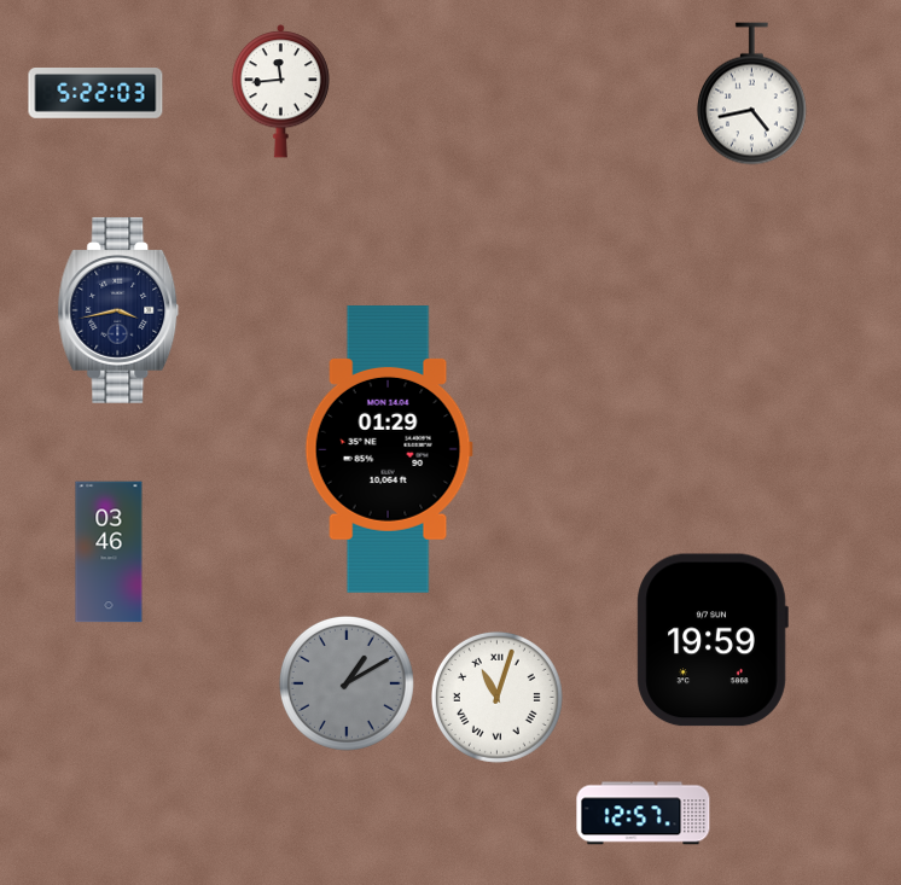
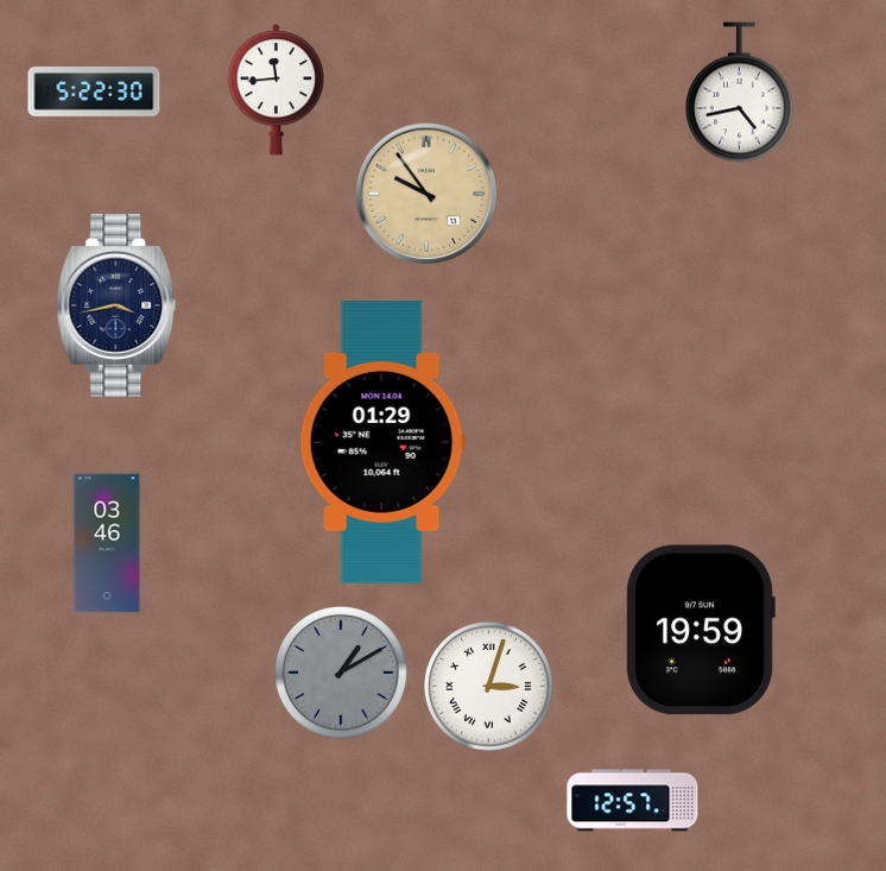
clock at (95, 94): 5:22:03 -> 5:22:30
clock at (426, 194): none -> 9:54
clock at (496, 697): 11:03 -> 3:03
